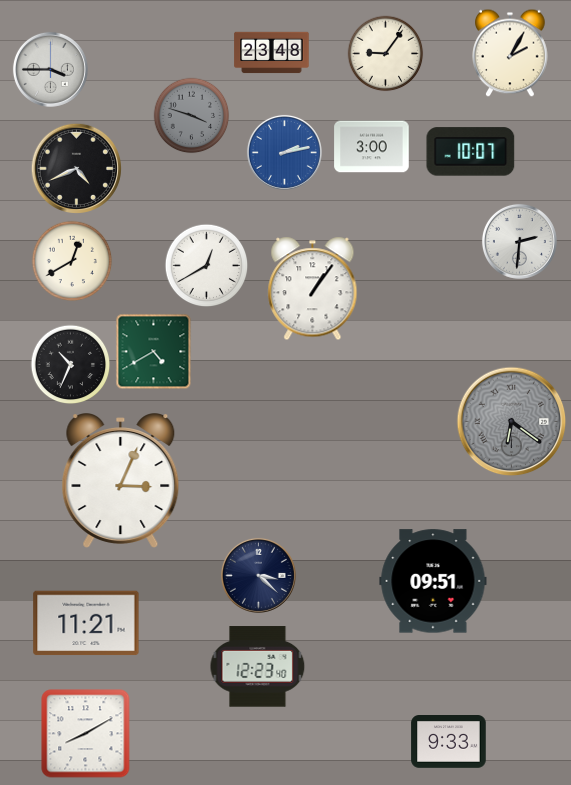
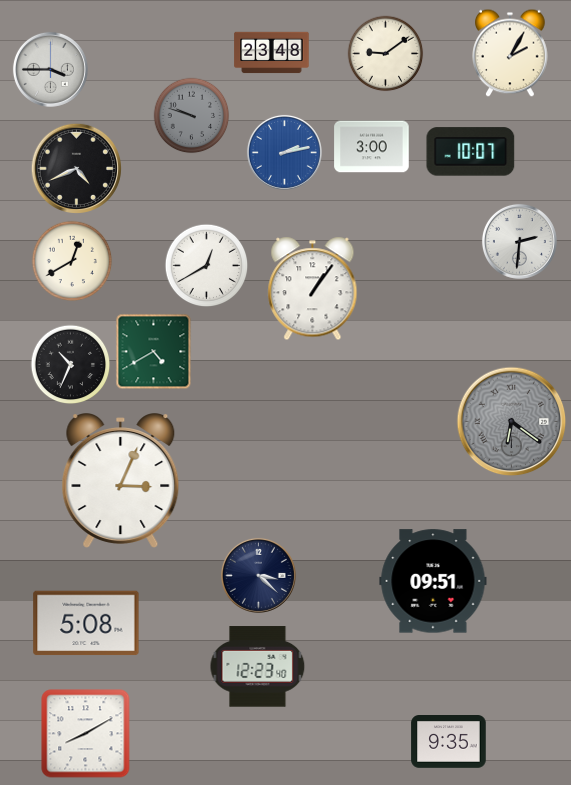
clock at (386, 54): 9:06 -> 9:09
clock at (192, 116): 3:48 -> 9:48
clock at (86, 623): 11:21 -> 5:08
clock at (449, 742): 9:33 -> 9:35
